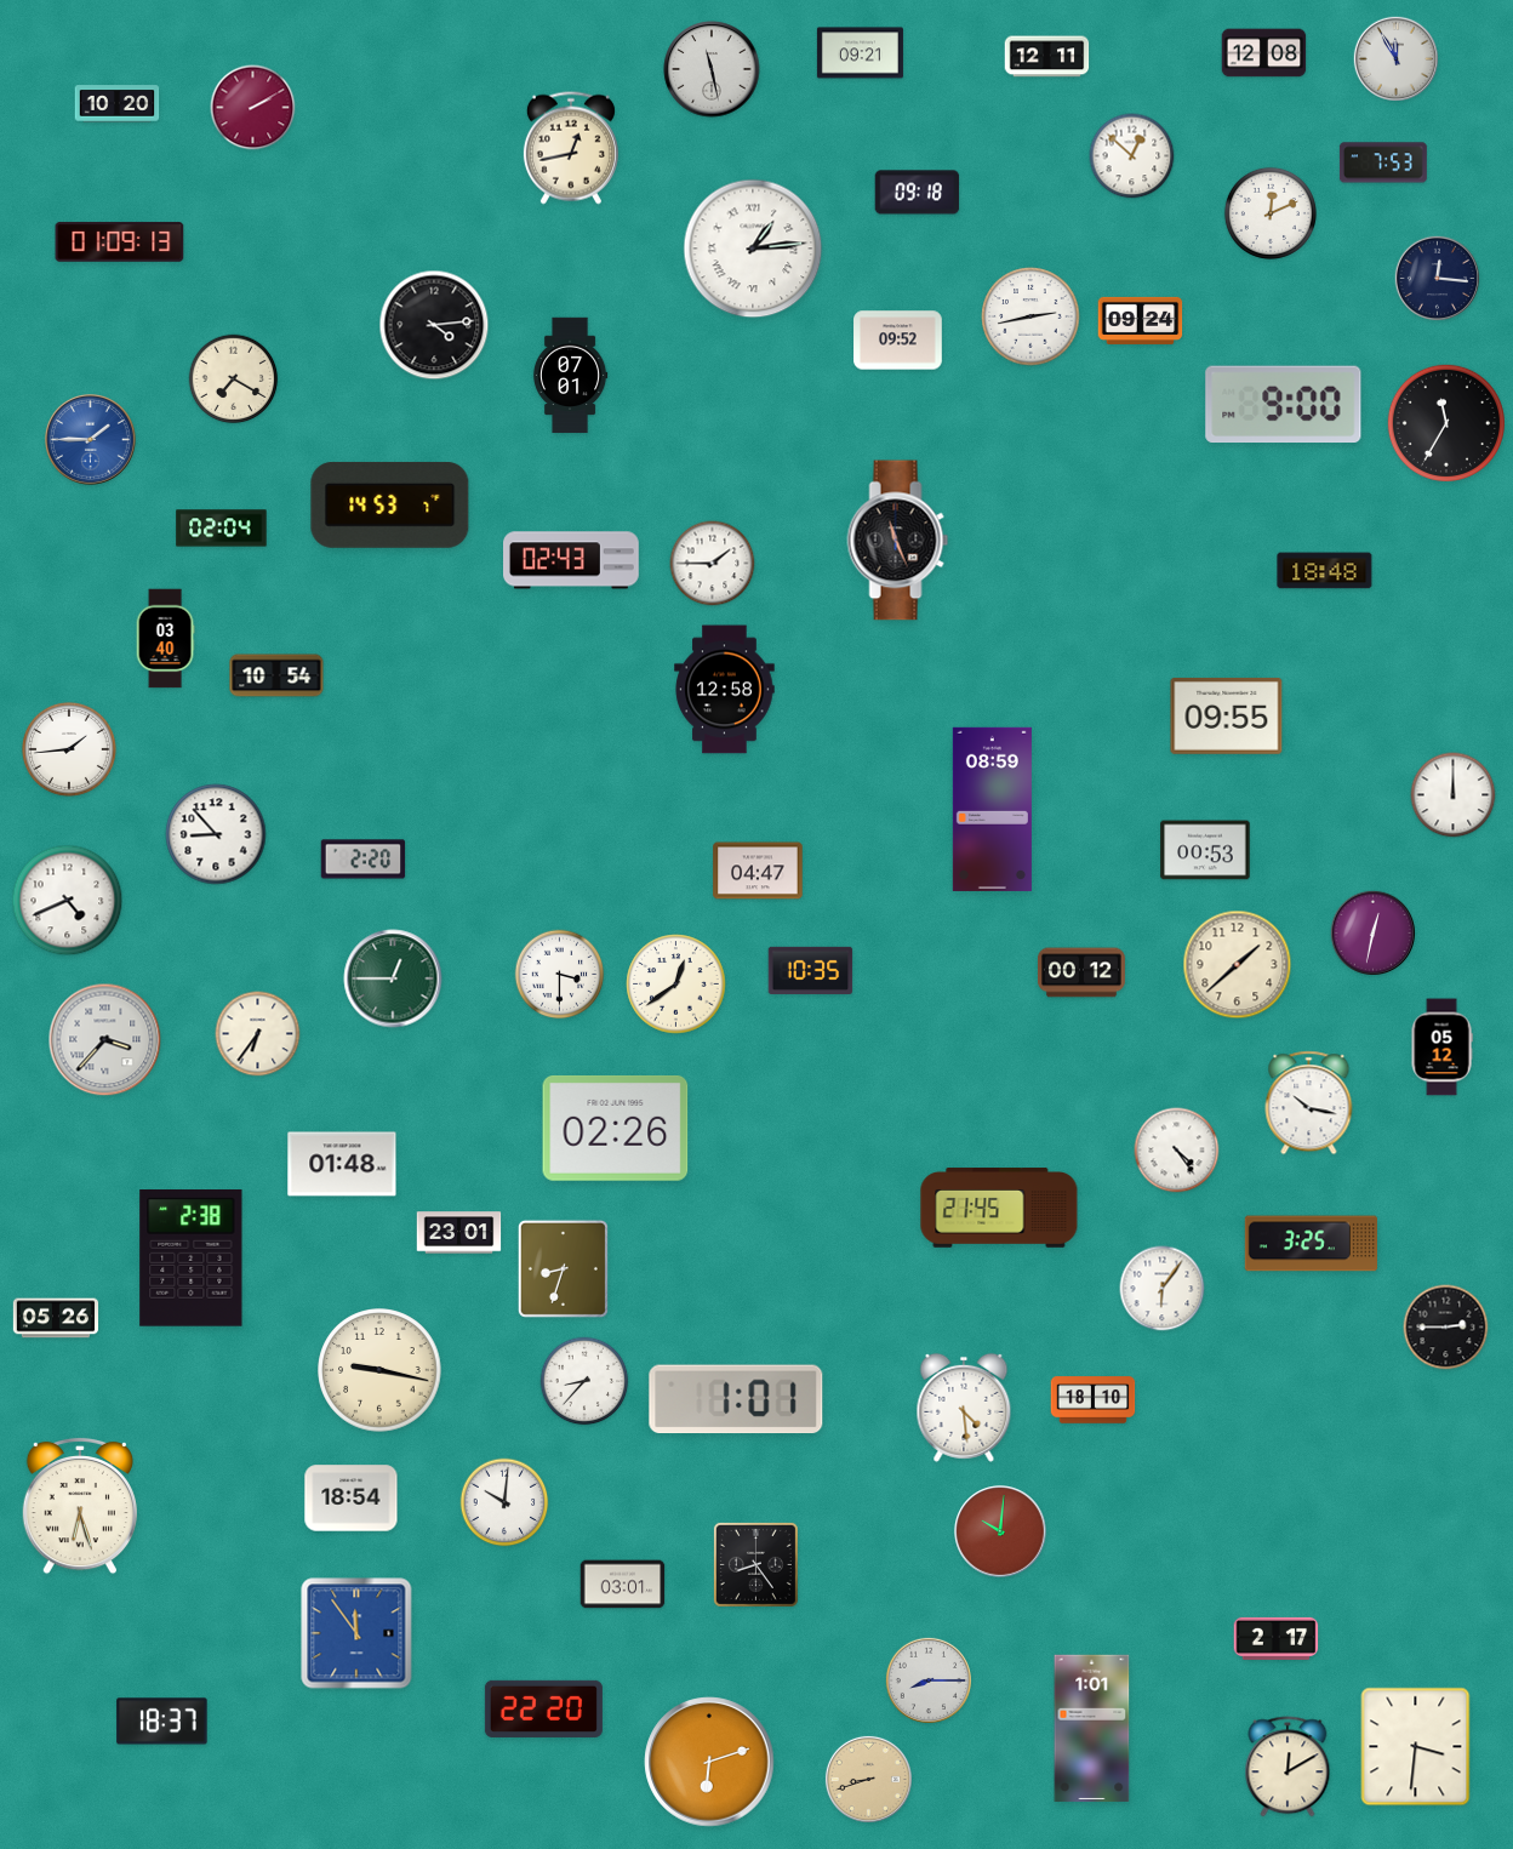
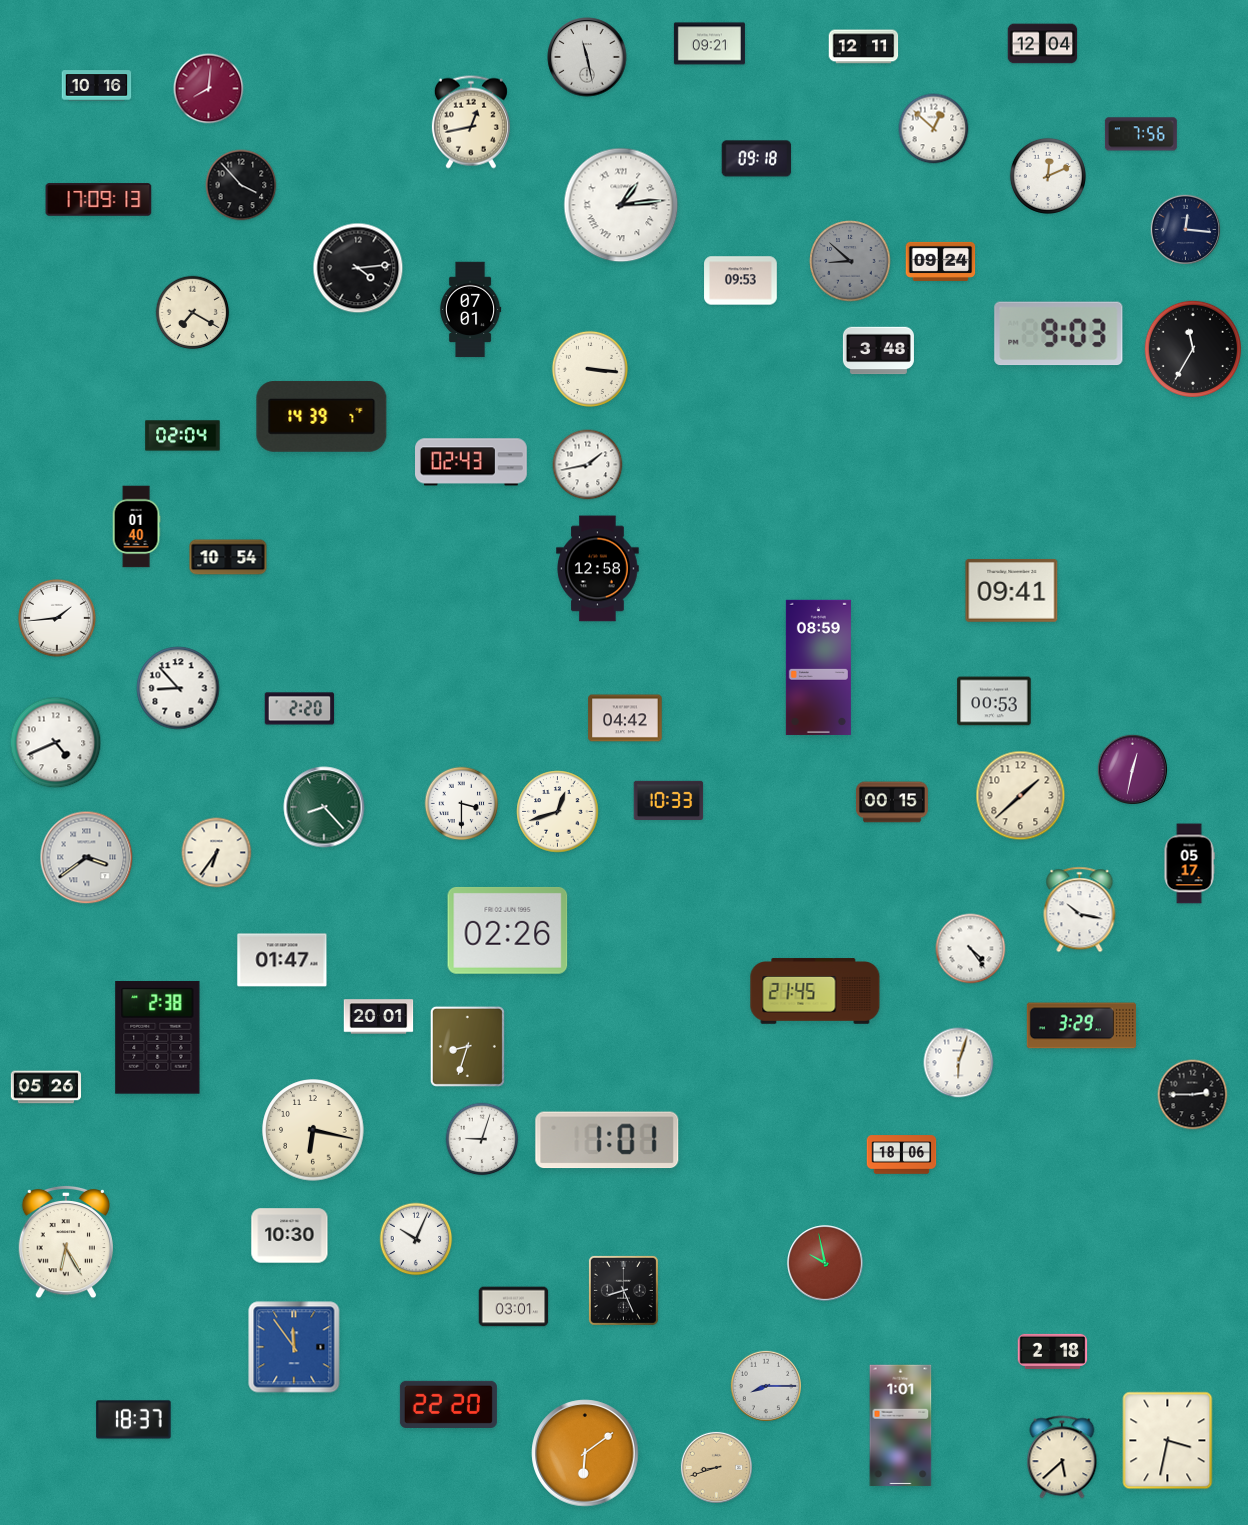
clock at (1264, 53): 12:08 -> 12:04
clock at (1397, 59): 11:55 -> none
clock at (118, 104): 10:20 -> 10:16
clock at (253, 108): 2:10 -> 8:01
clock at (1383, 162): 7:53 -> 7:56
clock at (241, 185): none -> 3:53
clock at (120, 242): 01:09 -> 17:09
clock at (1030, 316): 2:43 -> 8:52
clock at (1030, 316) dial: white -> grey
clock at (1141, 320) position: (1141, 320) -> (941, 261)
clock at (898, 341): 09:52 -> 09:53
clock at (1284, 405): 9:00 -> 9:03
clock at (878, 351): none -> 3:48
clock at (91, 440): 1:45 -> none
clock at (590, 369): none -> 3:16
clock at (390, 504): 14:53 -> 14:39
clock at (898, 541): 11:26 -> none
clock at (713, 564): 1:45 -> 1:43
clock at (1325, 571): 18:48 -> none
clock at (165, 639): 03:40 -> 01:40
clock at (1227, 715): 09:55 -> 09:41
clock at (1454, 795): 12:00 -> none
clock at (758, 871): 04:47 -> 04:42
clock at (811, 970): 10:35 -> 10:33
clock at (1081, 972): 00:12 -> 00:15
clock at (393, 978): 12:45 -> 8:23
clock at (676, 985): 12:39 -> 12:42
clock at (258, 1034) position: (258, 1034) -> (217, 853)
clock at (105, 1040): 3:37 -> 3:39
clock at (1441, 1048): 05:12 -> 05:17
clock at (342, 1164): 01:48 -> 01:47
clock at (999, 1208) position: (999, 1208) -> (815, 991)
clock at (459, 1233): 23:01 -> 20:01
clock at (1311, 1244): 3:25 -> 3:29
clock at (563, 1268) position: (563, 1268) -> (467, 1046)
clock at (1163, 1289): 6:06 -> 6:03
clock at (379, 1370): 9:17 -> 6:17
clock at (584, 1381): 8:37 -> 9:03
clock at (736, 1399) position: (736, 1399) -> (607, 1140)
clock at (1094, 1400): 18:10 -> 18:06
clock at (964, 1408): 4:29 -> none
clock at (352, 1499): 18:54 -> 10:30
clock at (504, 1502): 10:01 -> 10:04
clock at (80, 1506): 6:27 -> 6:25
clock at (1000, 1531): 10:01 -> 9:58
clock at (755, 1564): 8:24 -> 8:26
clock at (1277, 1638): 2:17 -> 2:18
clock at (543, 1708) position: (543, 1708) -> (448, 1404)
clock at (1416, 1747): 3:31 -> 3:32
clock at (709, 1762): 6:12 -> 6:09
clock at (1288, 1767): 12:10 -> 5:38
